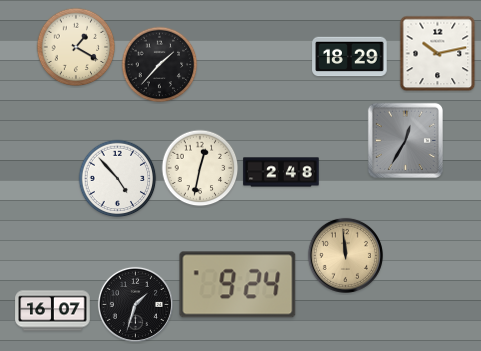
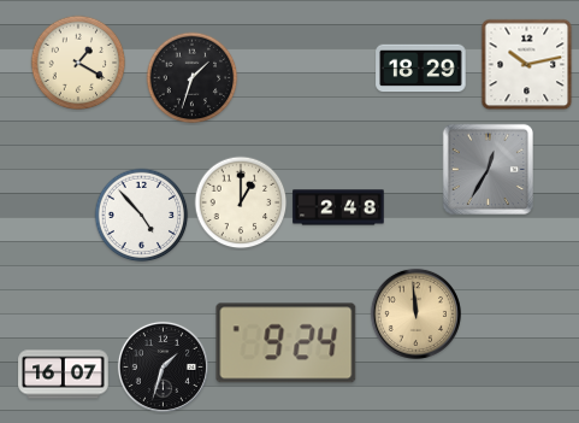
clock at (76, 47) position: (76, 47) -> (78, 63)
clock at (160, 65): 1:37 -> 1:33
clock at (200, 168): 12:32 -> 1:00
clock at (345, 255) position: (345, 255) -> (415, 313)
